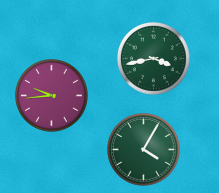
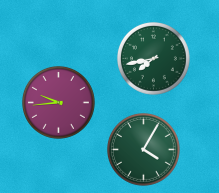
clock at (154, 59): 3:43 -> 7:43
clock at (52, 96) position: (52, 96) -> (59, 103)
